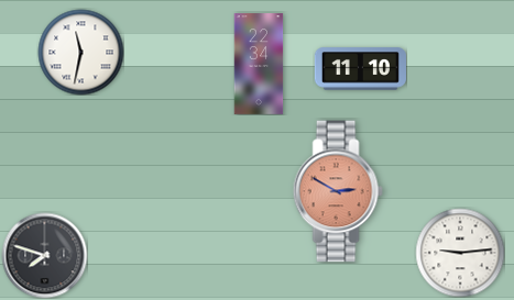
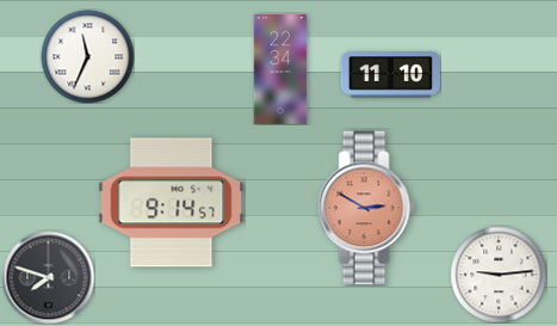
clock at (80, 52): 11:32 -> 11:34
clock at (172, 203): none -> 9:14
